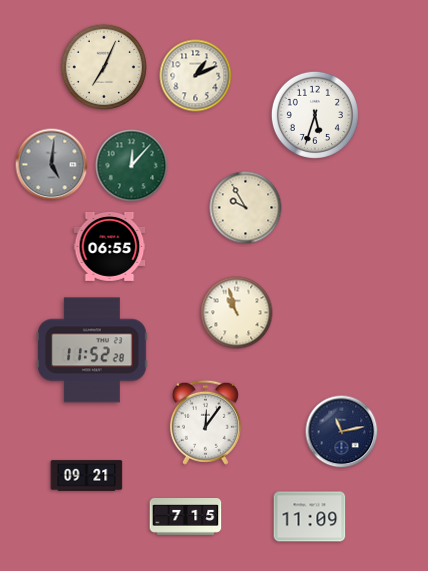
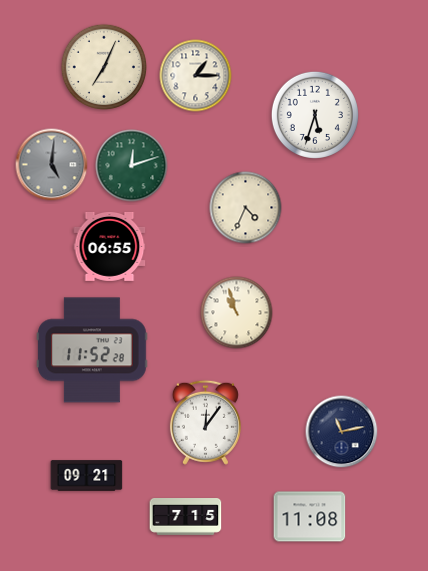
clock at (196, 76): 1:11 -> 1:15
clock at (132, 166): 12:07 -> 12:12
clock at (246, 208): 9:55 -> 4:34
clock at (310, 517): 11:09 -> 11:08
